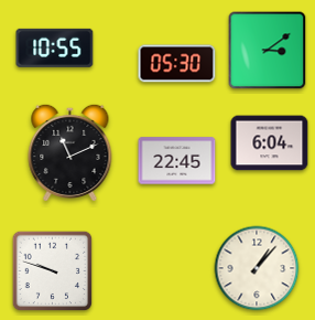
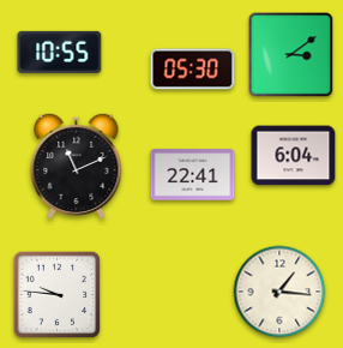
clock at (177, 161): 22:45 -> 22:41
clock at (257, 268): 1:07 -> 1:16
clock at (53, 271): 9:48 -> 9:46
